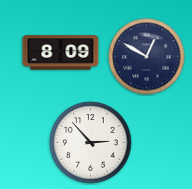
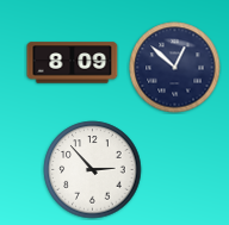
clock at (147, 57): 12:50 -> 12:52
clock at (91, 143) position: (91, 143) -> (93, 170)
